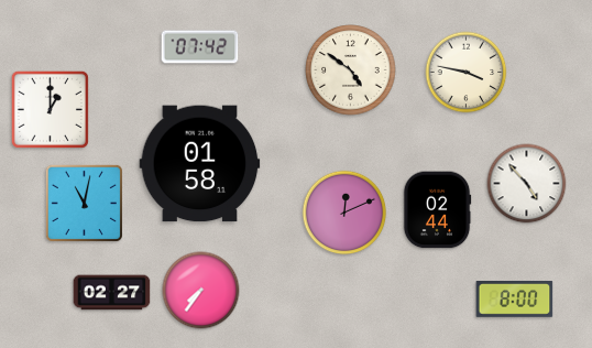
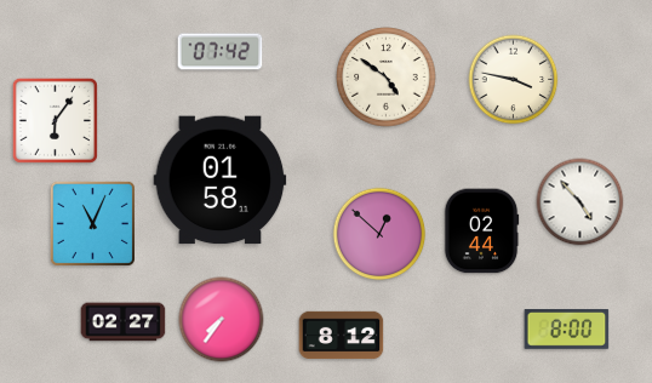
clock at (50, 109): 1:00 -> 6:06
clock at (84, 203): 11:02 -> 11:04
clock at (344, 213): 12:11 -> 12:52
clock at (342, 336): none -> 8:12
